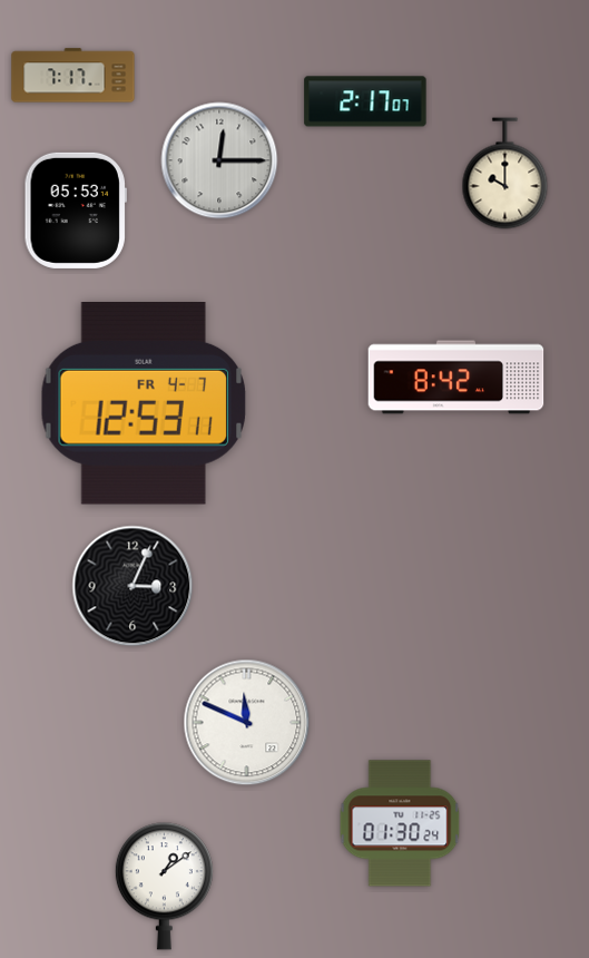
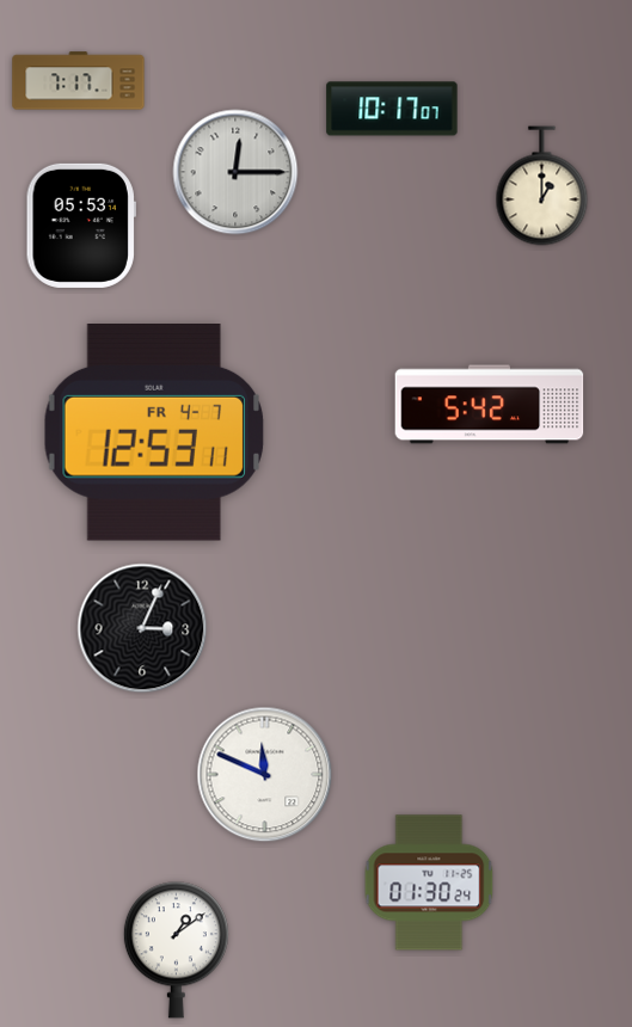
clock at (365, 101): 2:17 -> 10:17
clock at (505, 174): 10:00 -> 1:00
clock at (457, 378): 8:42 -> 5:42
